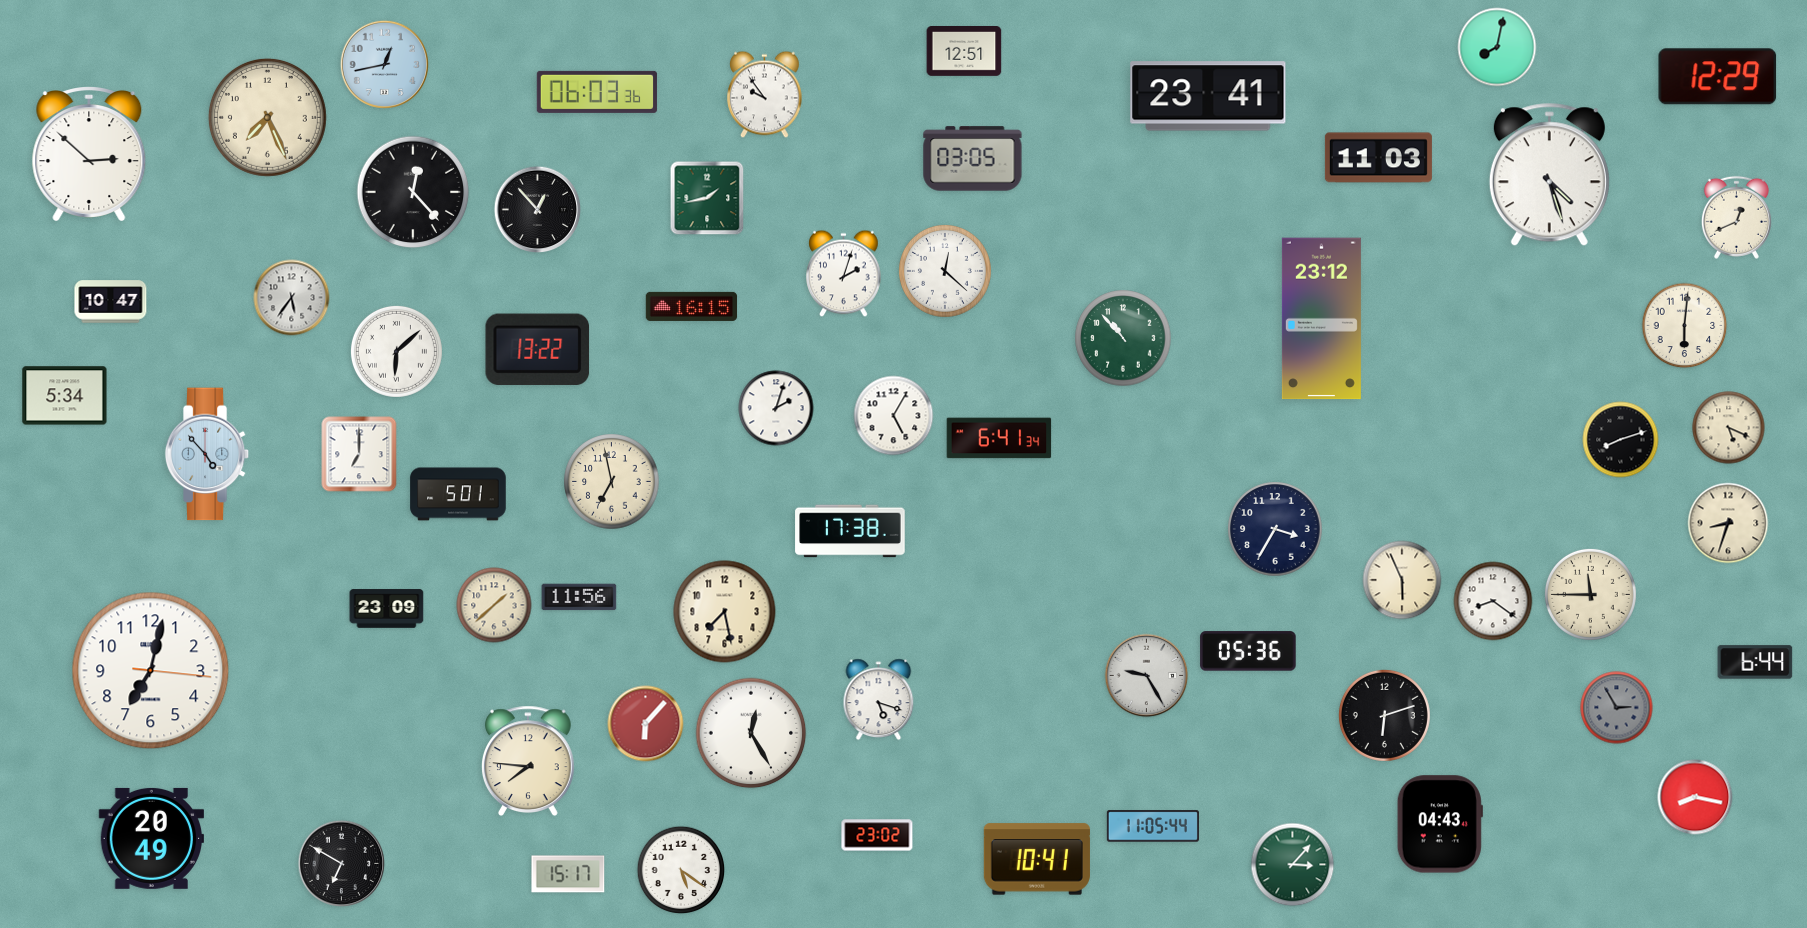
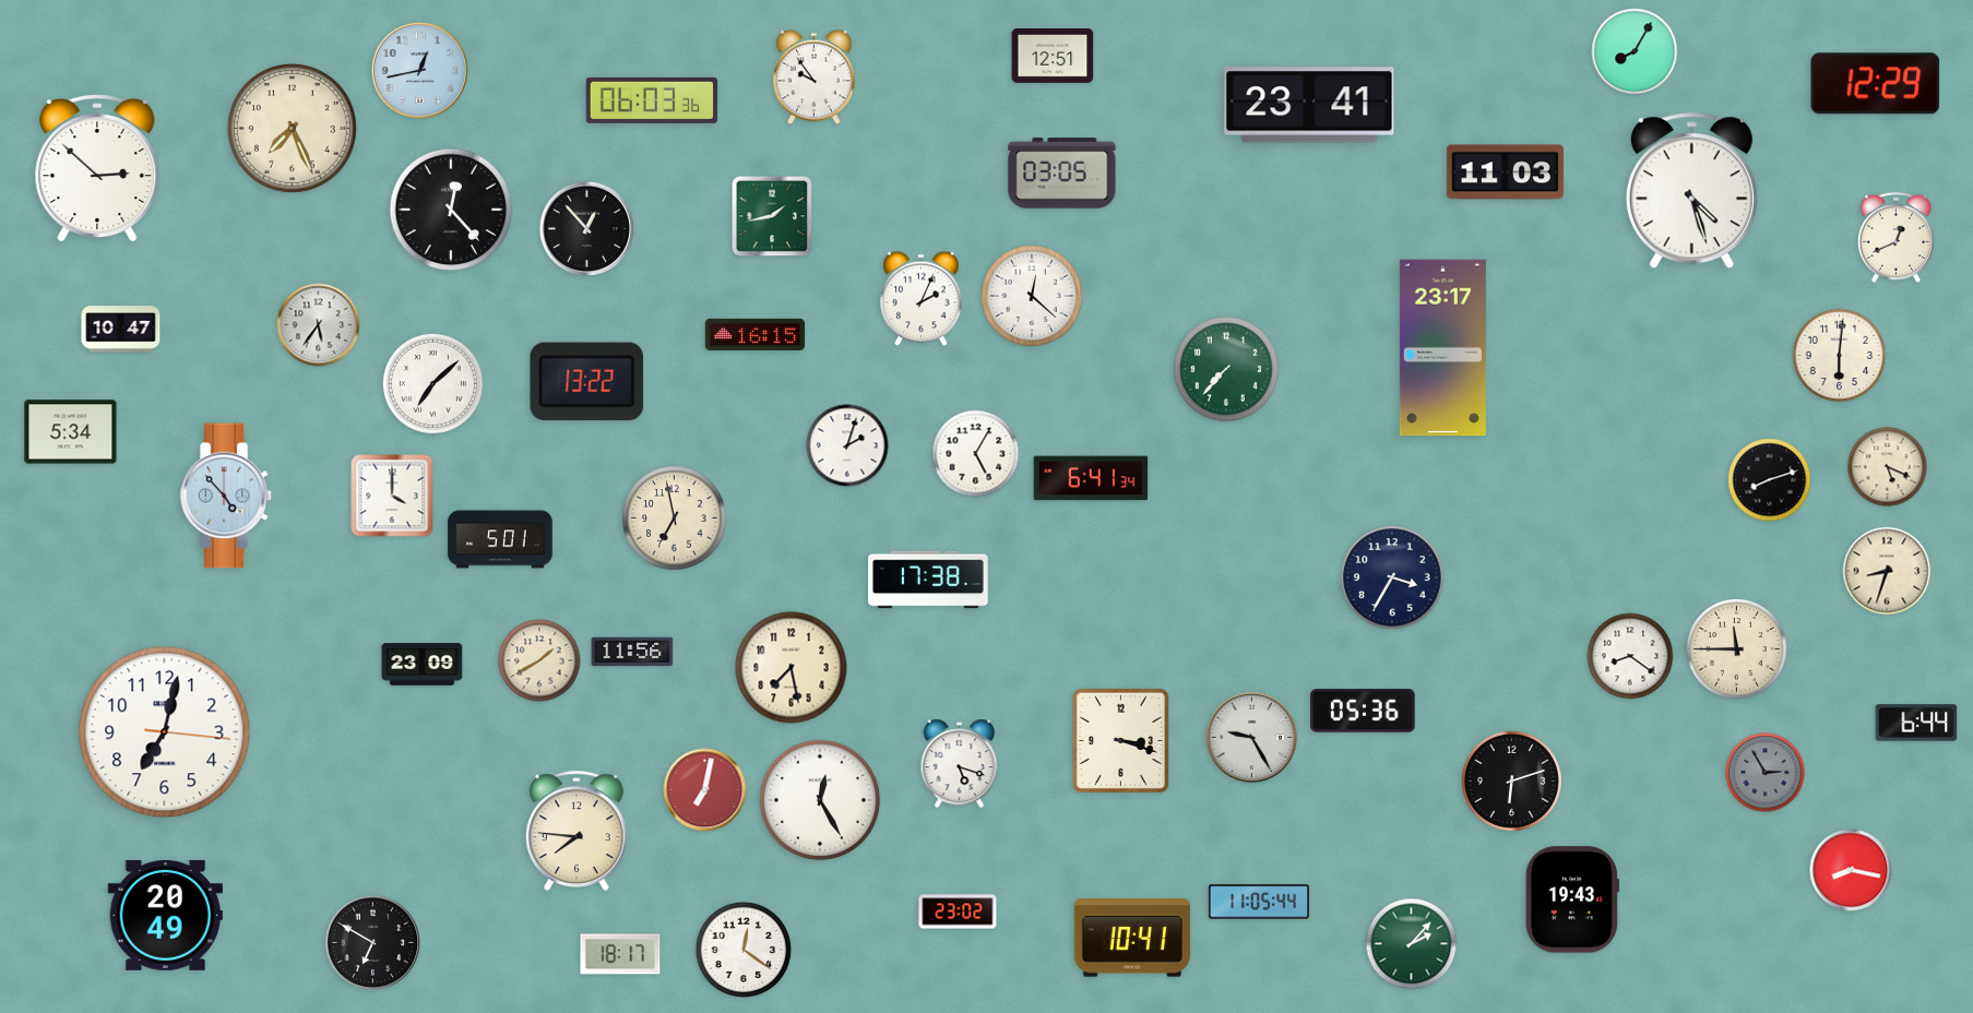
clock at (1497, 47): 8:02 -> 8:05
clock at (765, 95) position: (765, 95) -> (815, 78)
clock at (1208, 96) position: (1208, 96) -> (1309, 105)
clock at (844, 274): 2:03 -> 2:04
clock at (1321, 319): 23:12 -> 23:17
clock at (1123, 338): 10:53 -> 7:37
clock at (396, 351): 6:08 -> 7:08
clock at (359, 454): 7:00 -> 4:00
clock at (612, 482) position: (612, 482) -> (675, 519)
clock at (1402, 580): 5:56 -> none
clock at (494, 605): 1:38 -> 1:40
clock at (1120, 740): none -> 3:18
clock at (646, 724): 6:07 -> 7:02
clock at (1440, 824): 04:43 -> 19:43
clock at (1293, 865): 3:07 -> 2:07
clock at (681, 870): 5:21 -> 12:21
clock at (568, 874): 15:17 -> 18:17
